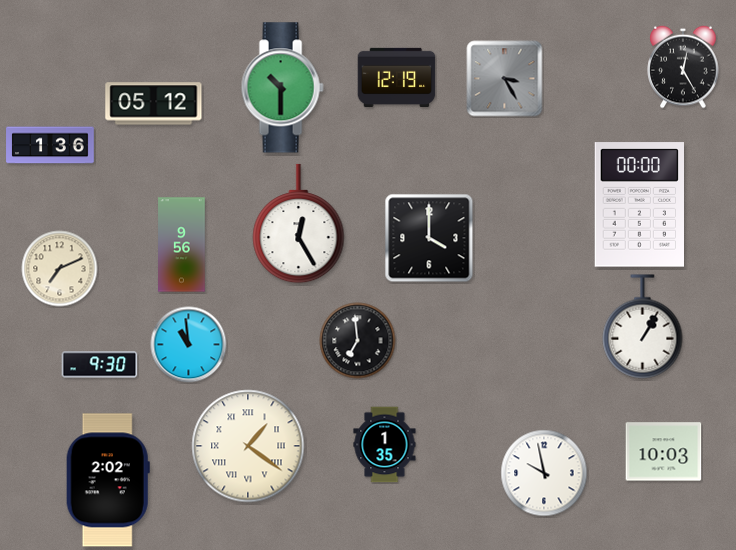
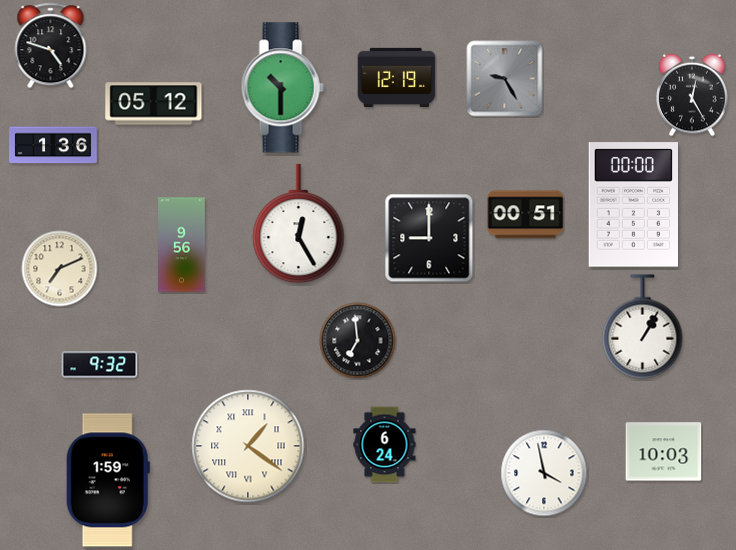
clock at (51, 46): none -> 4:48
clock at (683, 67) position: (683, 67) -> (692, 95)
clock at (505, 79): 3:25 -> 9:25
clock at (50, 145) position: (50, 145) -> (53, 145)
clock at (639, 205) position: (639, 205) -> (633, 205)
clock at (526, 215): none -> 00:51
clock at (429, 238): 4:00 -> 9:00
clock at (189, 345): 10:59 -> none
clock at (100, 365): 9:30 -> 9:32
clock at (385, 445): 1:35 -> 6:24
clock at (544, 473): 9:58 -> 3:58
clock at (108, 480): 2:02 -> 1:59
